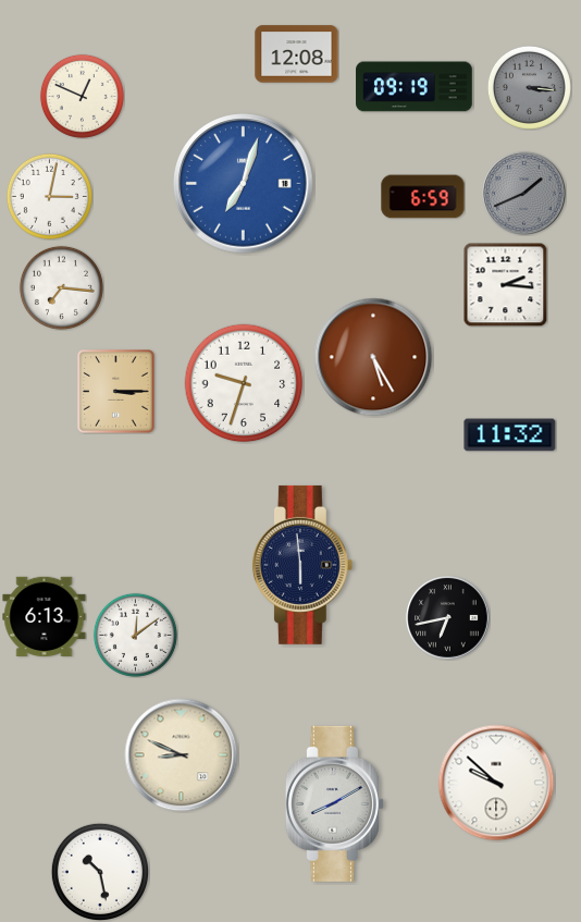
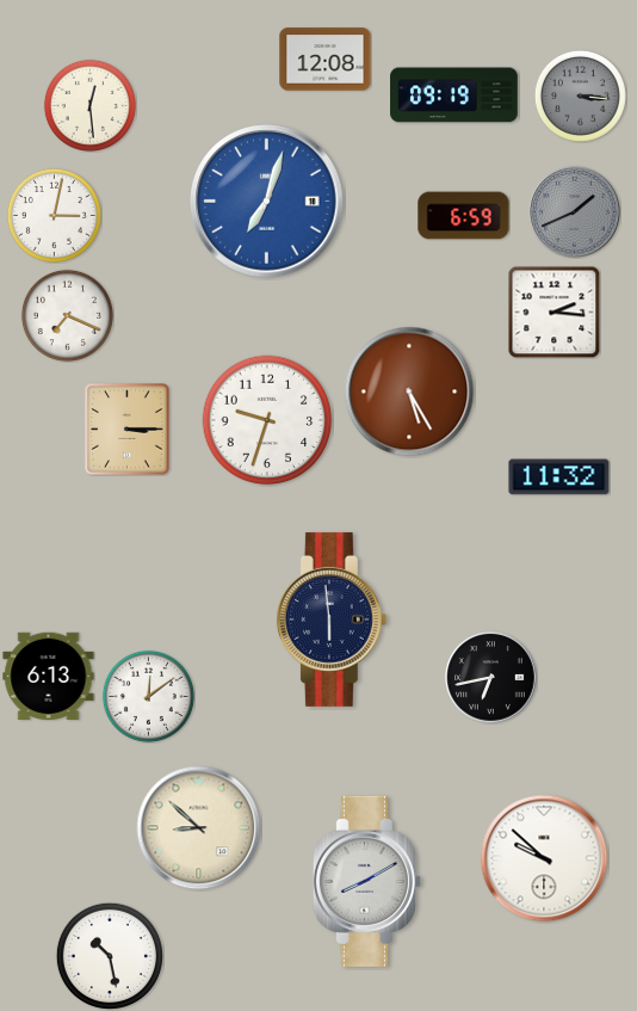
clock at (82, 96): 12:49 -> 12:29
clock at (61, 287): 7:16 -> 7:19
clock at (182, 755): 8:49 -> 8:52
